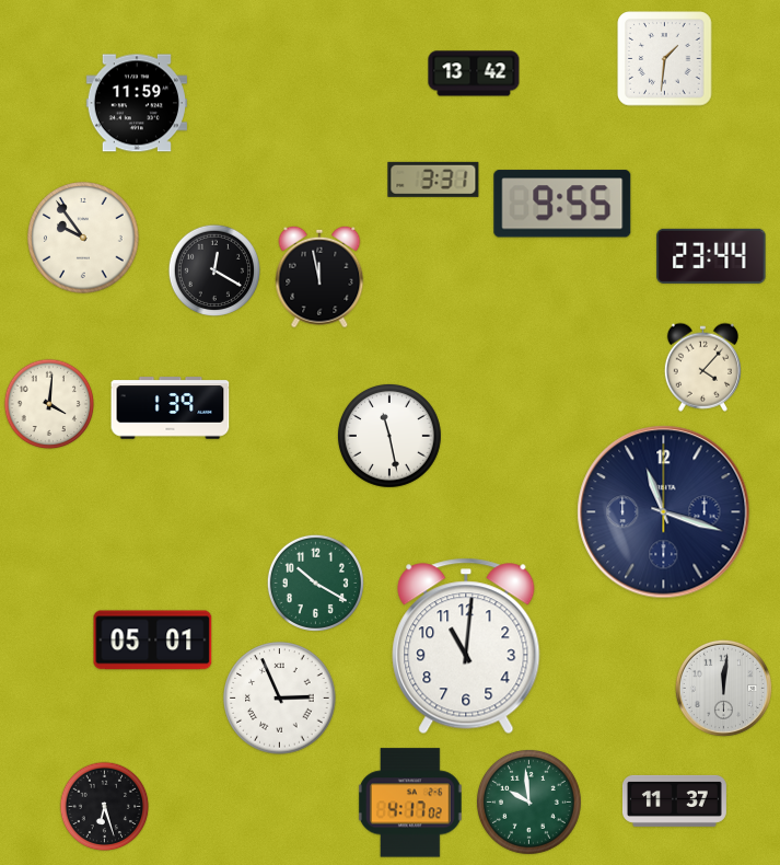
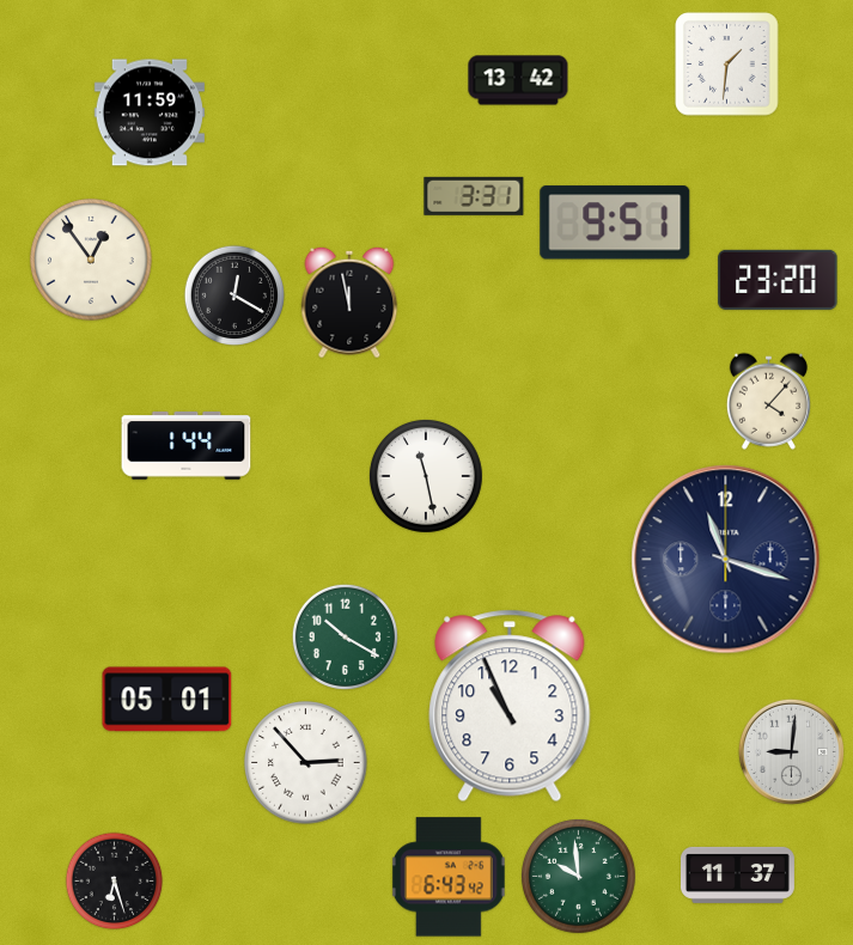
clock at (562, 204): 9:55 -> 9:51
clock at (83, 238): 9:54 -> 12:54
clock at (711, 256): 23:44 -> 23:20
clock at (49, 404): 4:01 -> none
clock at (171, 408): 1:39 -> 1:44
clock at (466, 646): 11:01 -> 10:56
clock at (723, 688): 12:01 -> 9:01
clock at (280, 699): 2:56 -> 2:53
clock at (410, 803): 4:17 -> 6:43
